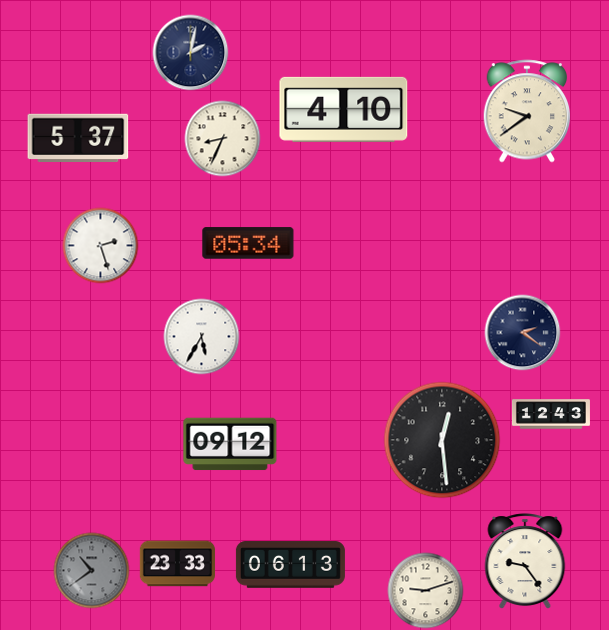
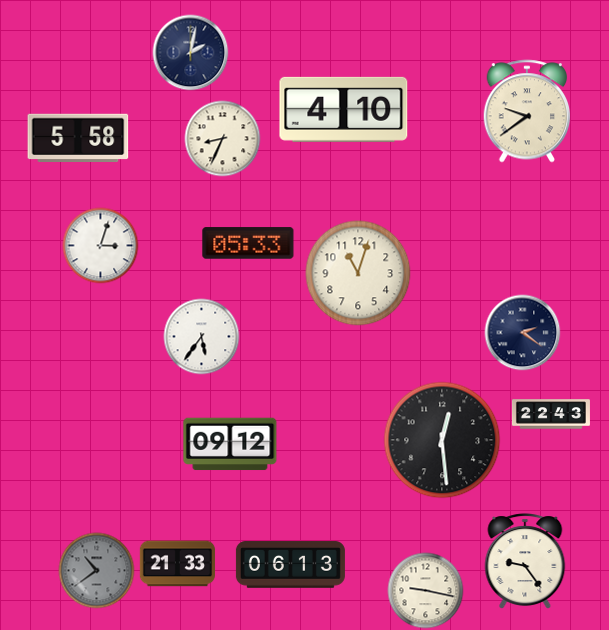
clock at (78, 138): 5:37 -> 5:58
clock at (248, 243): 05:34 -> 05:33
clock at (101, 246): 2:27 -> 3:03
clock at (358, 273): none -> 11:03
clock at (202, 337): 5:35 -> 5:36
clock at (551, 414): 12:43 -> 22:43
clock at (177, 564): 23:33 -> 21:33
clock at (92, 571) position: (92, 571) -> (97, 571)
clock at (426, 591): 9:12 -> 9:17
